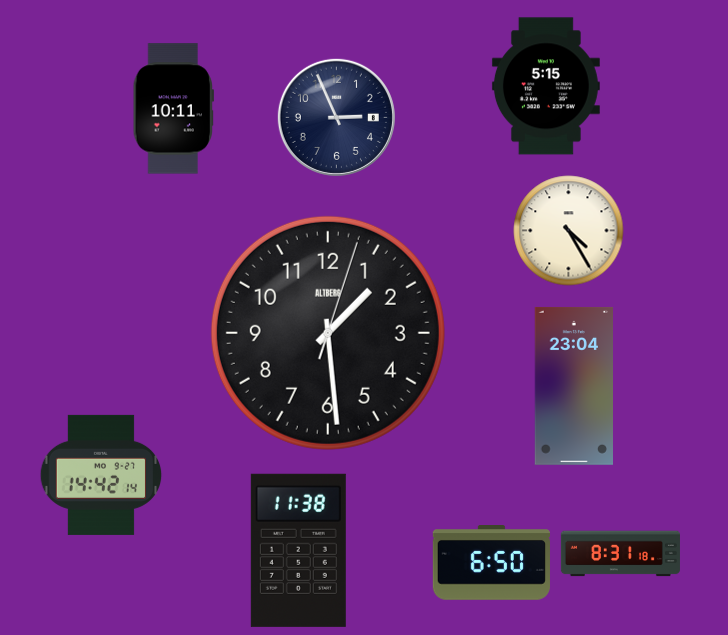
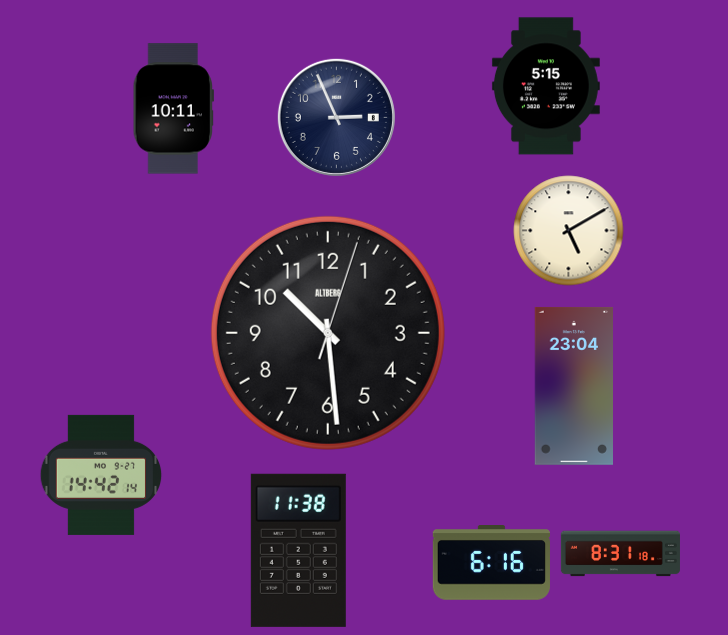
clock at (569, 231): 4:25 -> 5:10
clock at (328, 333): 1:29 -> 10:29
clock at (491, 563): 6:50 -> 6:16
